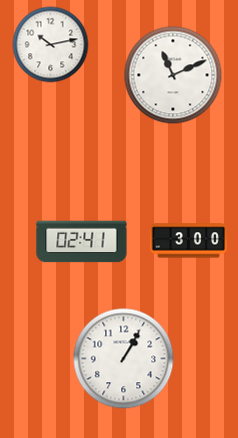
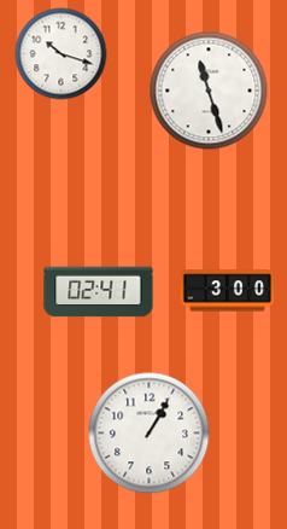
clock at (51, 45): 10:13 -> 10:18
clock at (173, 75): 11:11 -> 11:27
